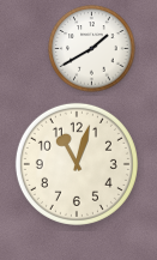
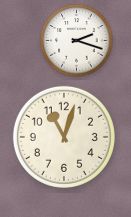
clock at (92, 49): 1:40 -> 2:18
